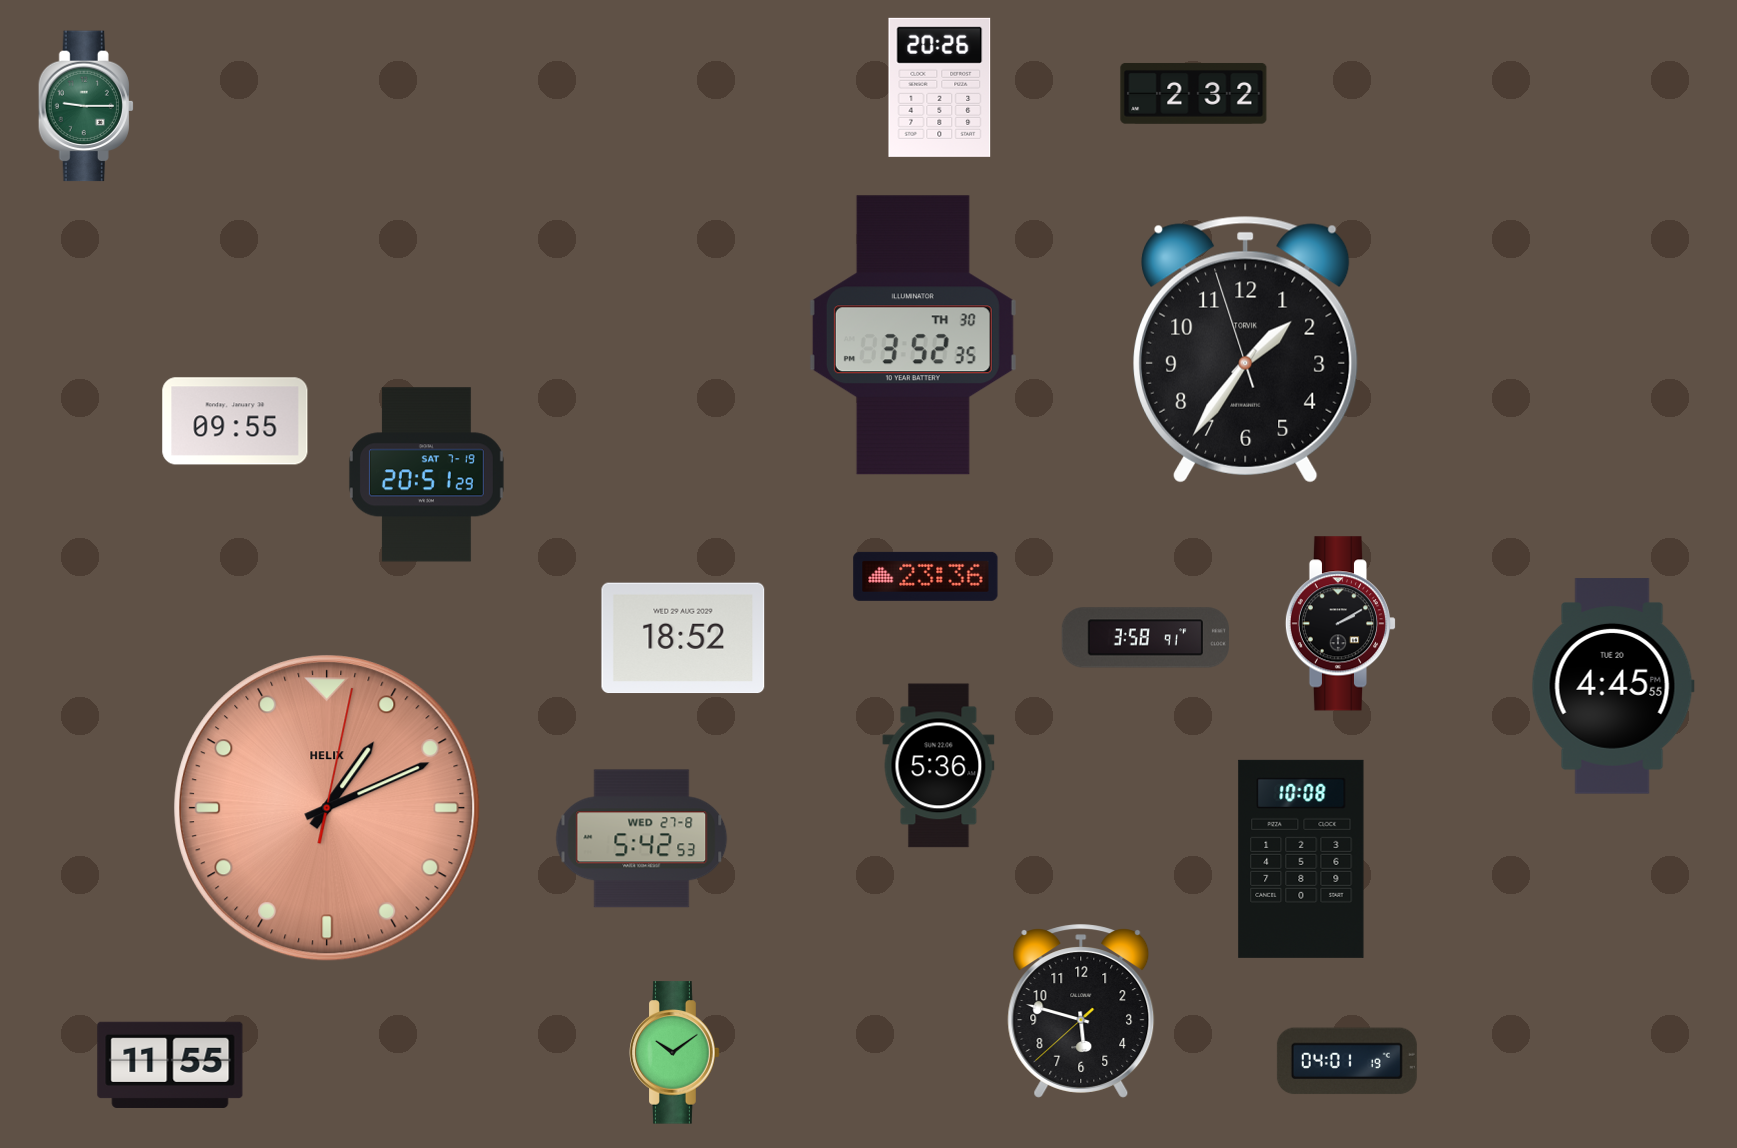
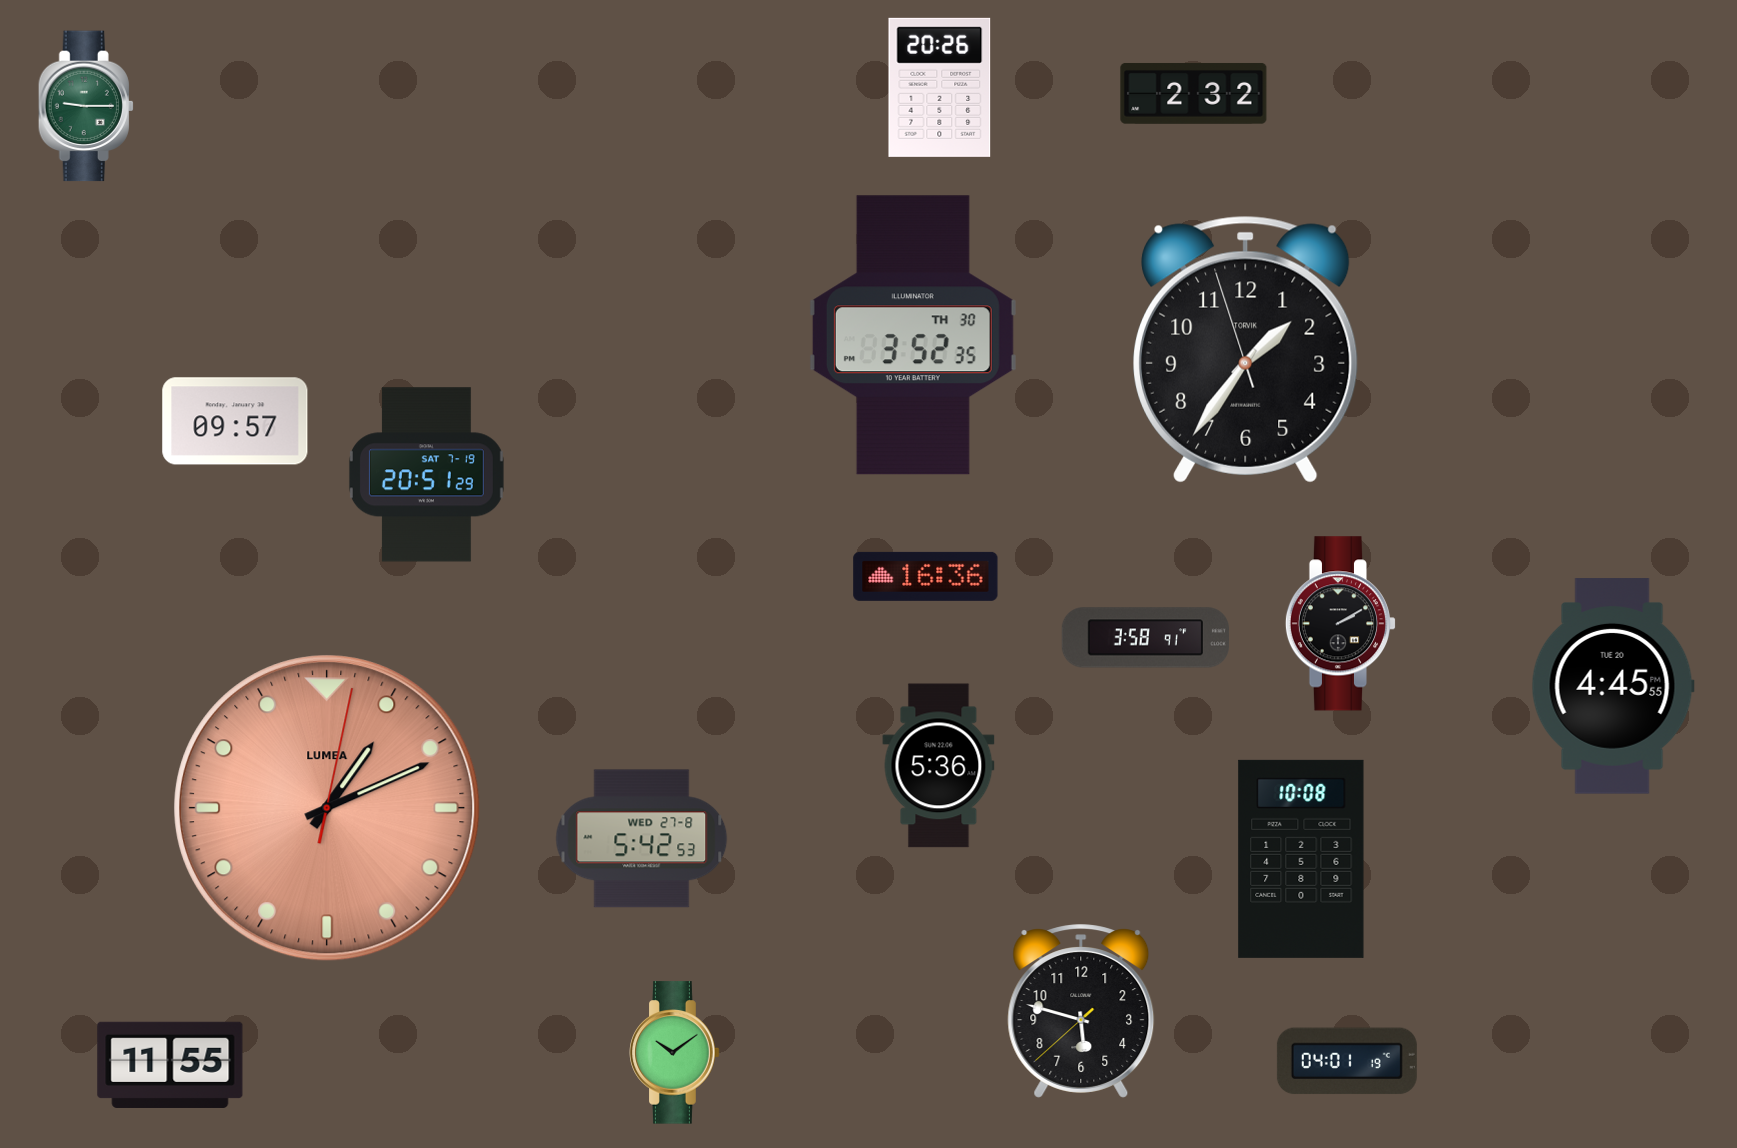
clock at (235, 421): 09:55 -> 09:57
clock at (926, 576): 23:36 -> 16:36
clock at (683, 638): 18:52 -> none
clock at (327, 808) brand: HELIX -> LUMEA
